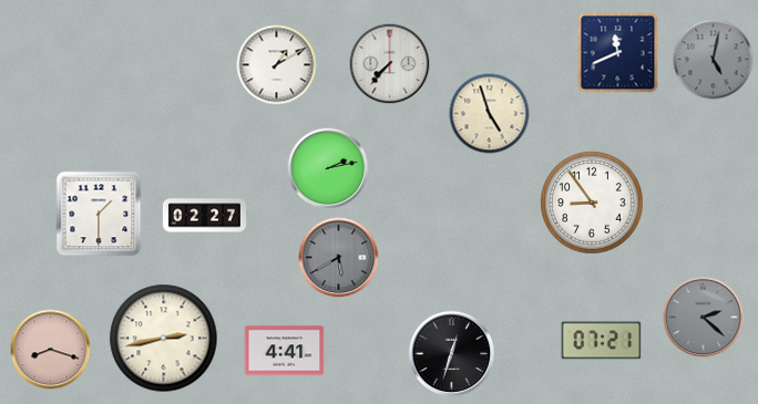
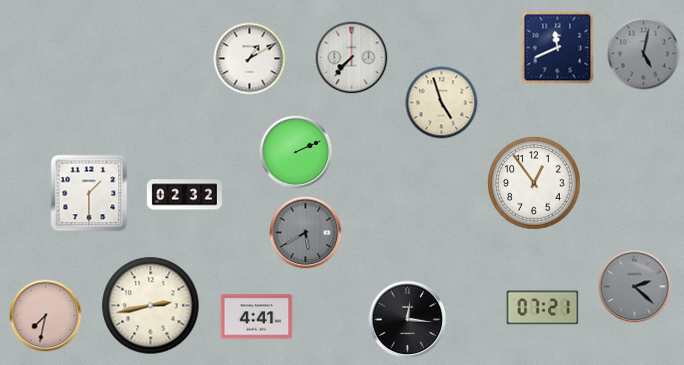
clock at (328, 168): 2:13 -> 2:11
clock at (592, 203): 8:54 -> 12:54
clock at (204, 216): 02:27 -> 02:32
clock at (164, 339) position: (164, 339) -> (151, 306)
clock at (51, 350): 8:18 -> 7:32
clock at (452, 354): 12:33 -> 12:16
